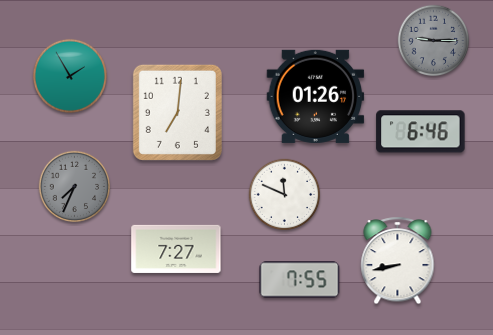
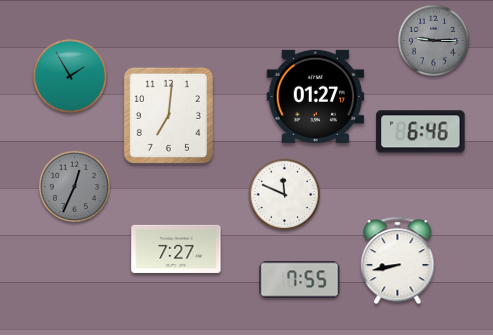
clock at (316, 96): 01:26 -> 01:27
clock at (177, 112) position: (177, 112) -> (168, 115)
clock at (75, 187): 7:34 -> 12:34
